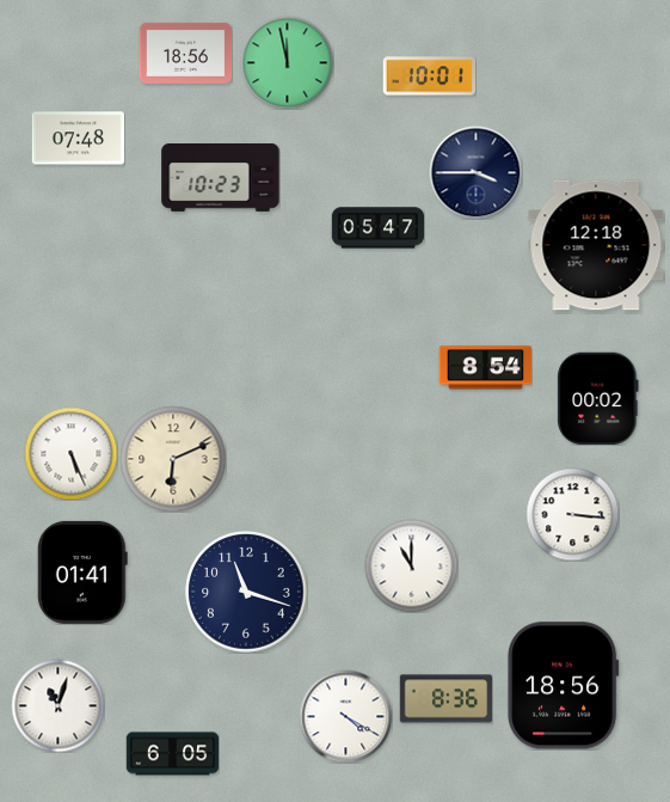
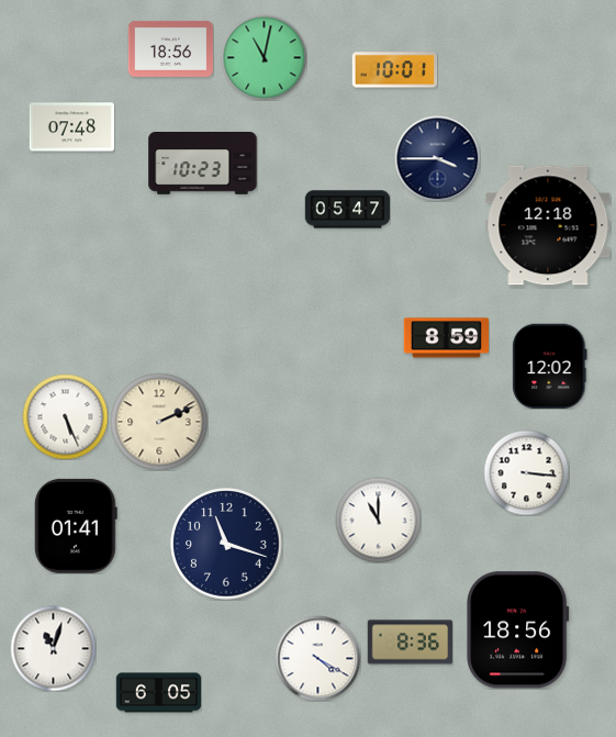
clock at (287, 62): 11:58 -> 11:02
clock at (485, 368): 8:54 -> 8:59
clock at (598, 398): 00:02 -> 12:02
clock at (173, 459): 6:11 -> 2:11
